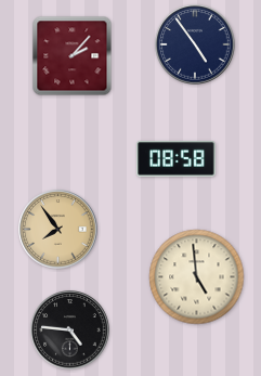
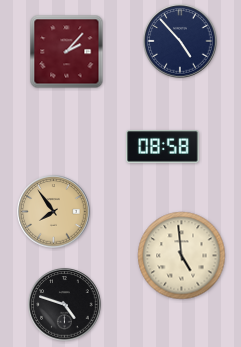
clock at (195, 44): 4:54 -> 4:53
clock at (70, 330): 4:46 -> 4:48
